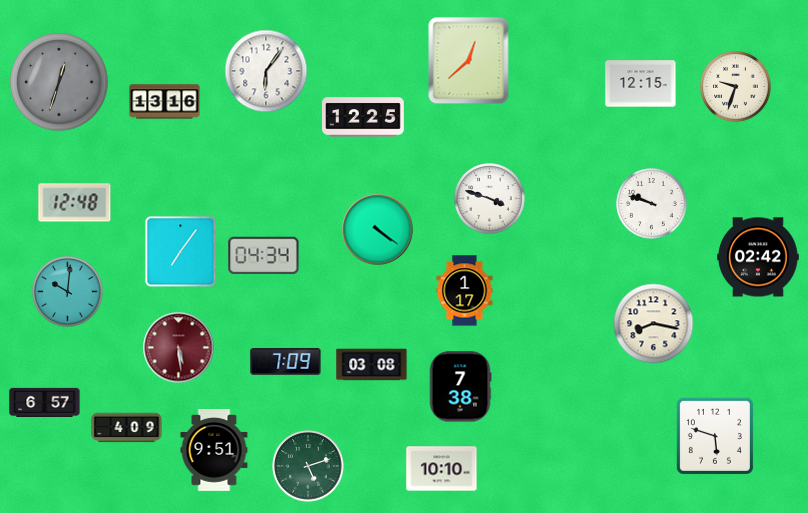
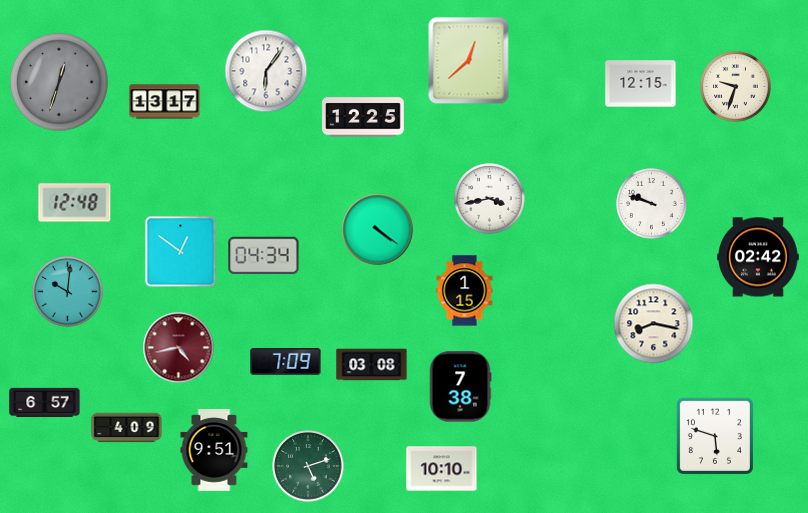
clock at (165, 102): 13:16 -> 13:17
clock at (490, 199): 3:48 -> 3:43
clock at (181, 252): 7:06 -> 12:51
clock at (465, 291): 1:17 -> 1:15
clock at (179, 348): 5:29 -> 4:43
